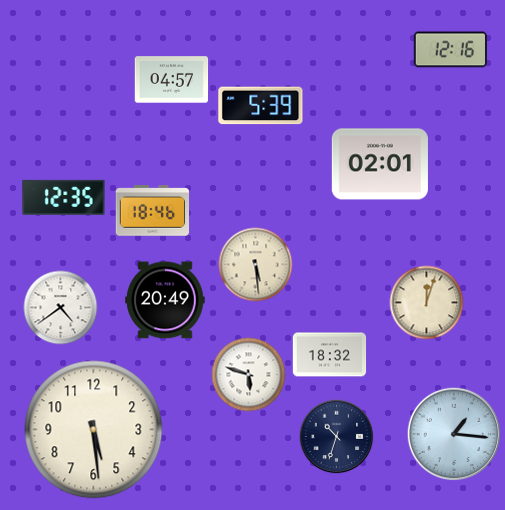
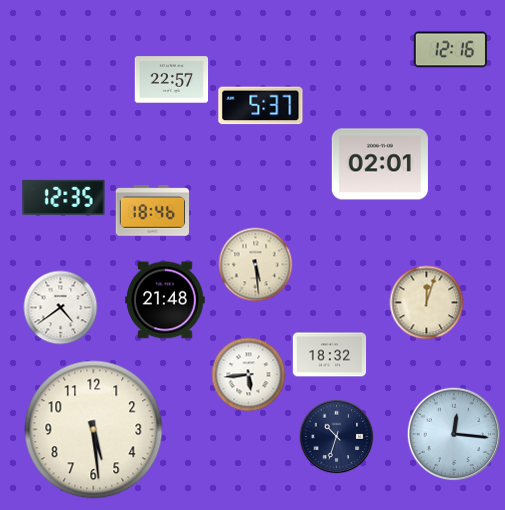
clock at (172, 80): 04:57 -> 22:57
clock at (261, 106): 5:39 -> 5:37
clock at (165, 300): 20:49 -> 21:48
clock at (249, 375): 5:48 -> 5:44
clock at (454, 434): 1:16 -> 12:16
